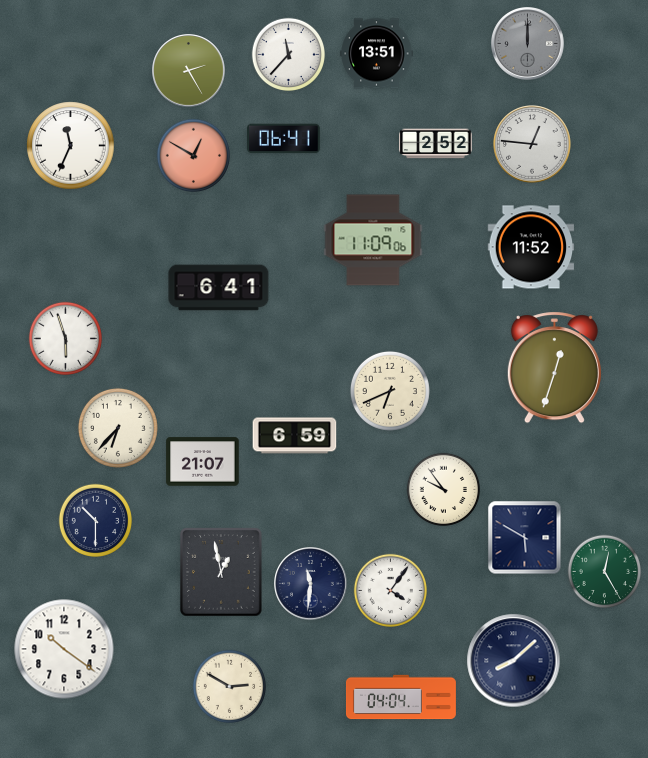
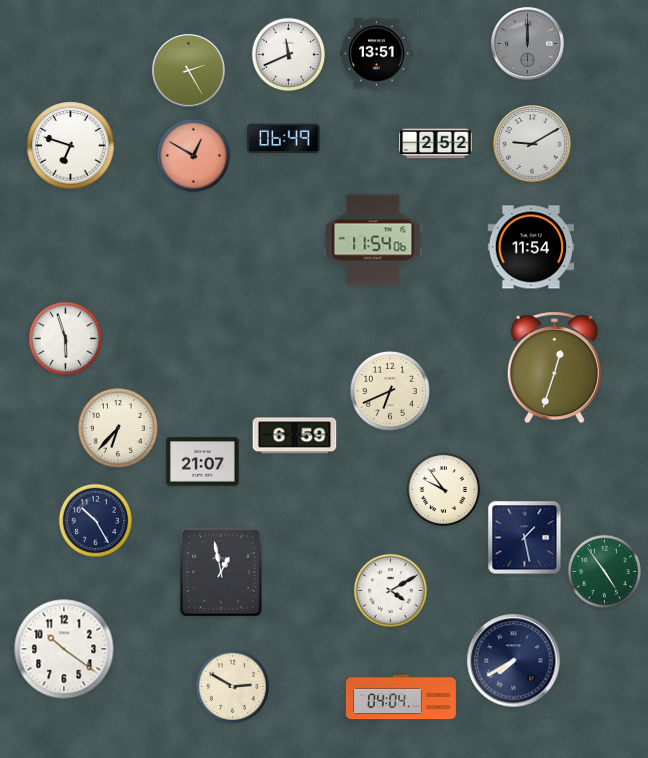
clock at (289, 55): 11:37 -> 11:41
clock at (284, 139): 06:41 -> 06:49
clock at (532, 144): 12:46 -> 9:10
clock at (71, 146): 11:34 -> 6:48
clock at (373, 240): 11:09 -> 11:54
clock at (531, 247): 11:52 -> 11:54
clock at (219, 288): 6:41 -> none
clock at (96, 521): 10:30 -> 10:25
clock at (525, 538): 5:50 -> 1:28
clock at (605, 572): 12:25 -> 4:54
clock at (311, 584): 11:31 -> none
clock at (391, 591): 4:06 -> 4:10
clock at (514, 661): 8:08 -> 7:40
clock at (230, 687) position: (230, 687) -> (233, 687)
